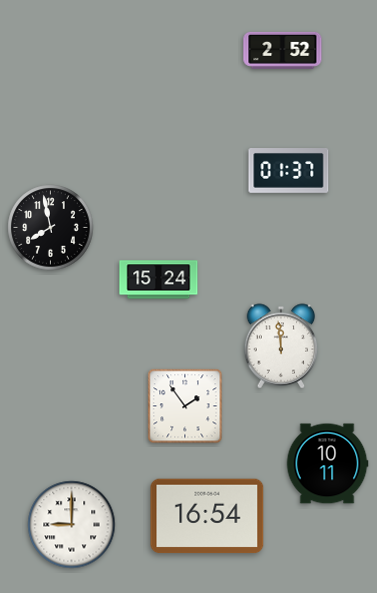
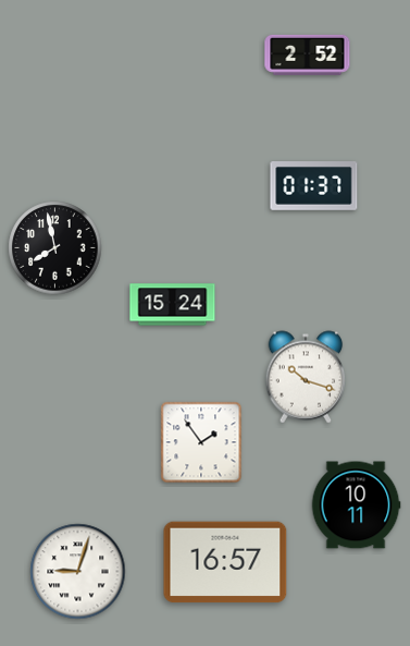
clock at (281, 346): 11:59 -> 10:18
clock at (207, 516): 16:54 -> 16:57
clock at (72, 525): 9:00 -> 9:03
